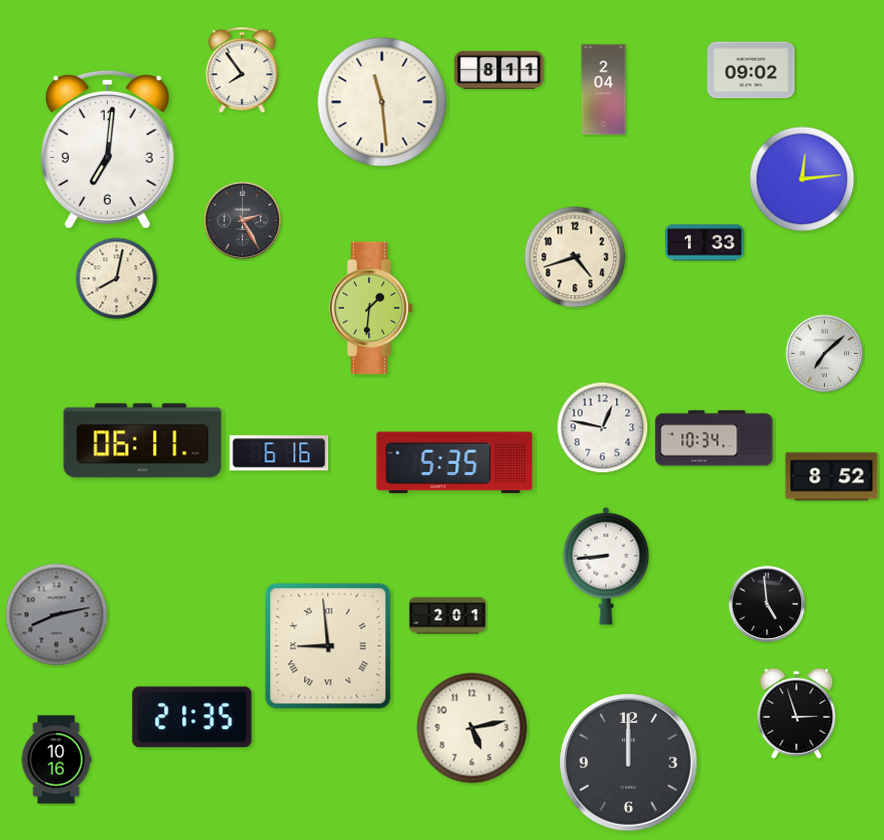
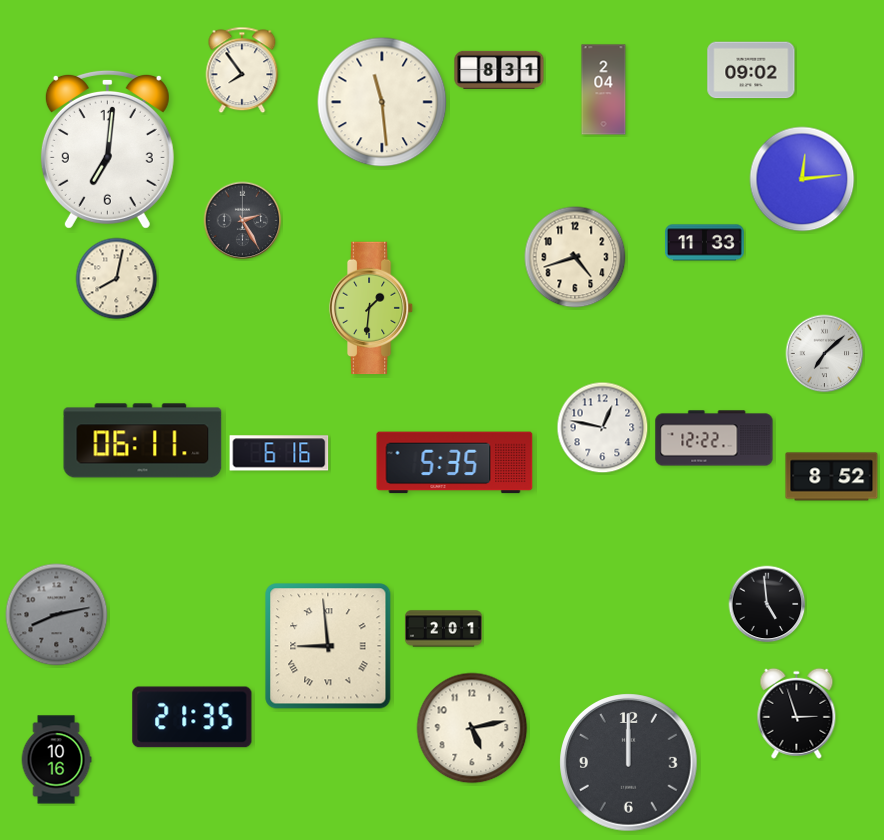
clock at (499, 70): 8:11 -> 8:31
clock at (705, 243): 1:33 -> 11:33
clock at (714, 438): 10:34 -> 12:22
clock at (606, 566): 8:44 -> none
clock at (447, 616) position: (447, 616) -> (443, 629)
